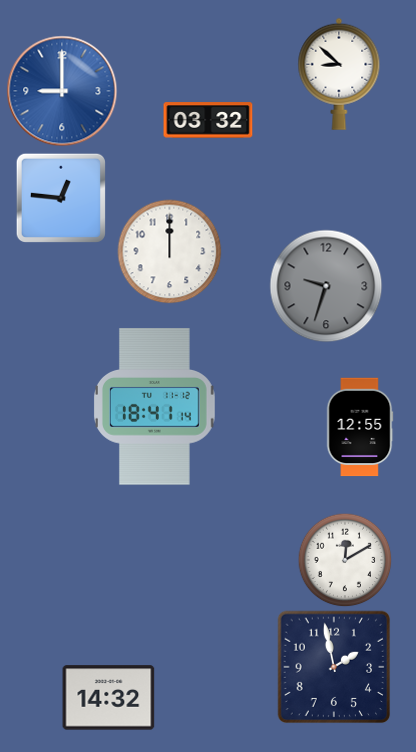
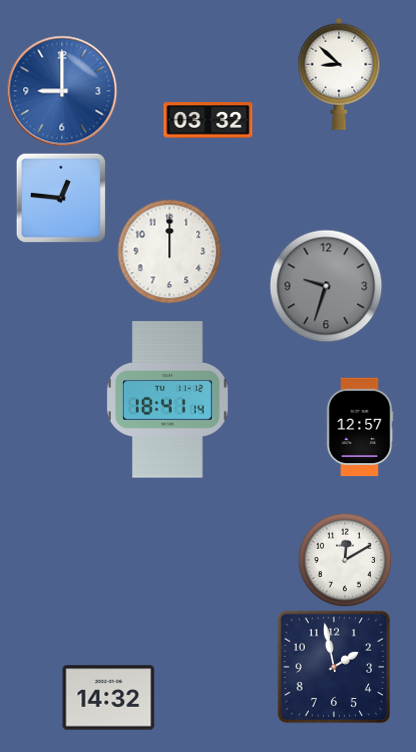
clock at (155, 407) position: (155, 407) -> (168, 400)
clock at (360, 427): 12:55 -> 12:57
